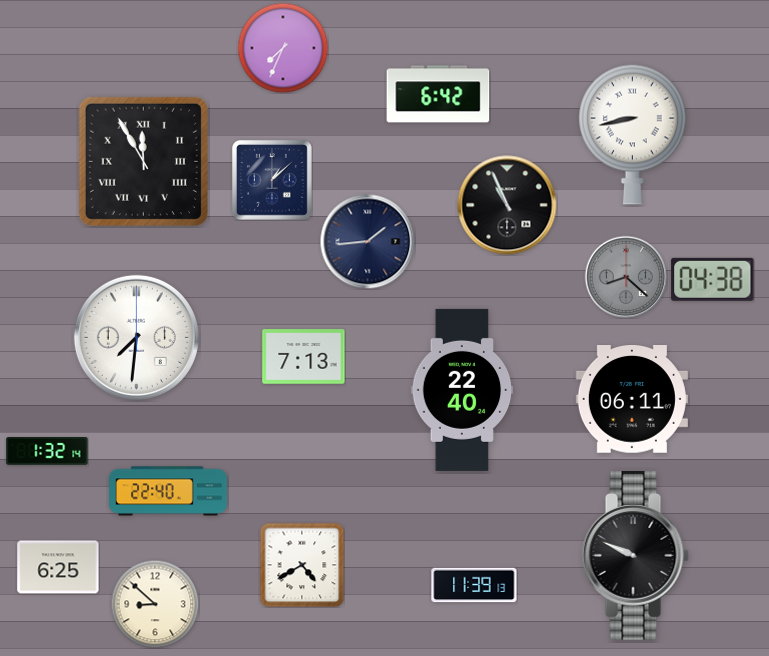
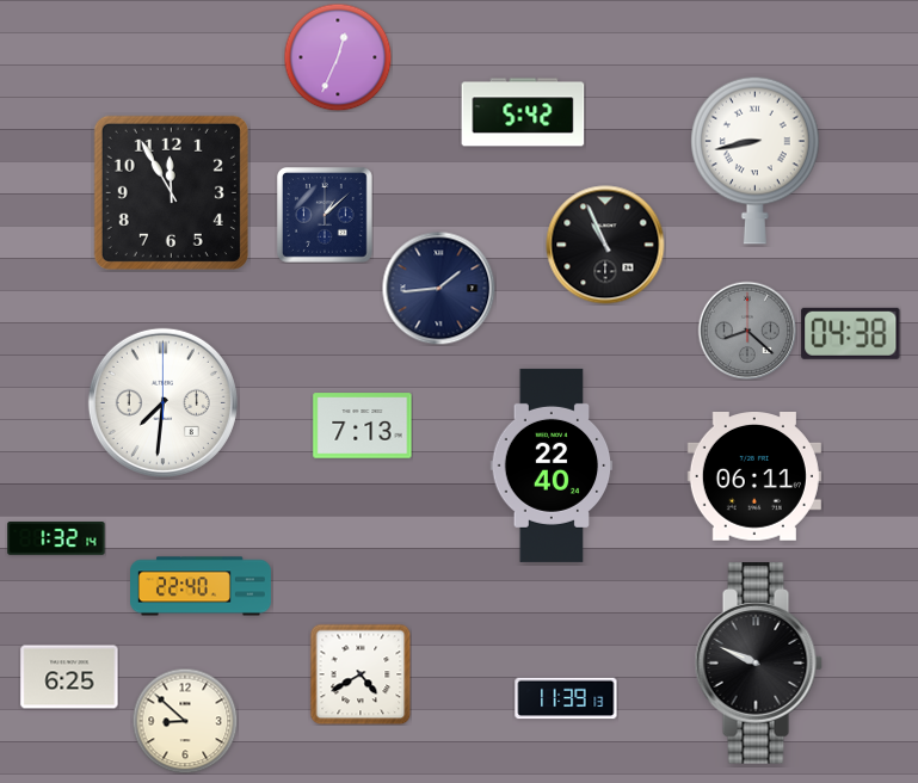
clock at (283, 48): 7:34 -> 12:34
clock at (438, 94): 6:42 -> 5:42
clock at (143, 161) numerals: Roman -> Arabic
